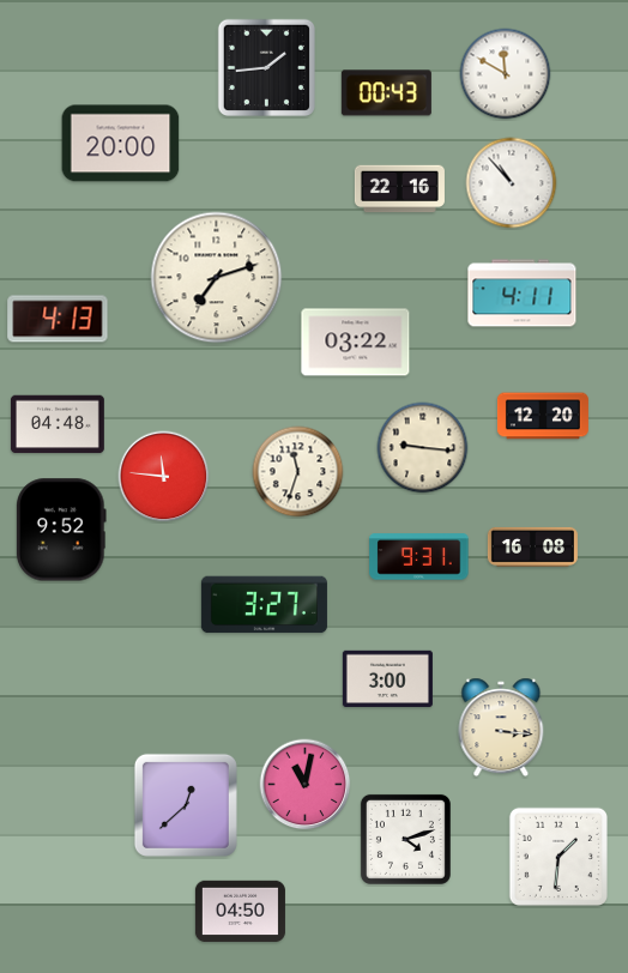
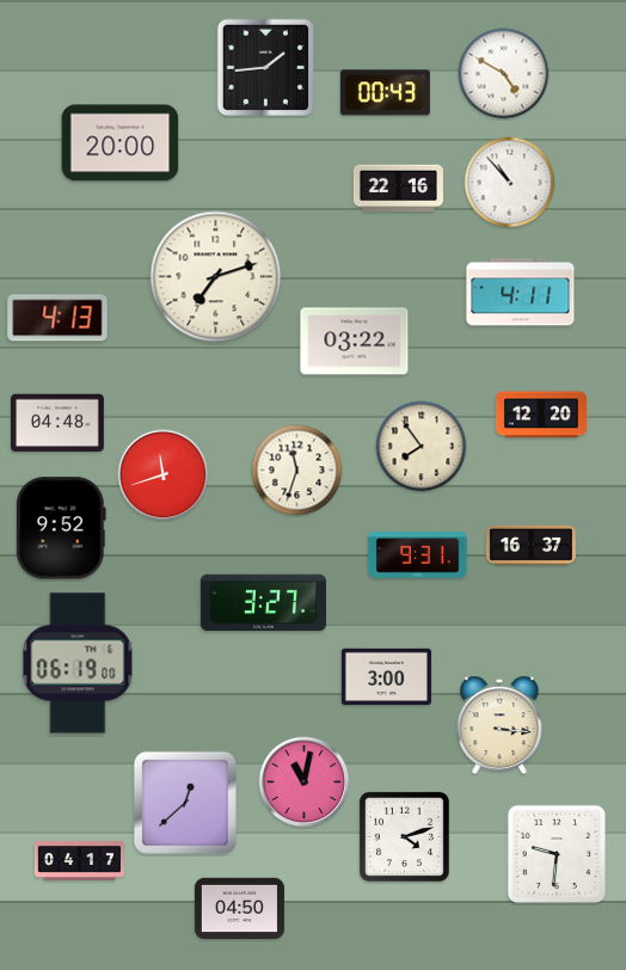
clock at (506, 74): 11:50 -> 4:50
clock at (423, 448): 9:16 -> 7:54
clock at (164, 477): 11:46 -> 11:42
clock at (532, 546): 16:08 -> 16:37
clock at (78, 663): none -> 06:19
clock at (557, 856): 1:31 -> 9:31
clock at (79, 860): none -> 04:17
